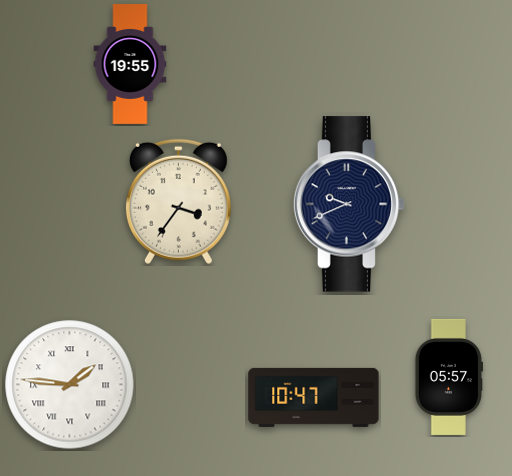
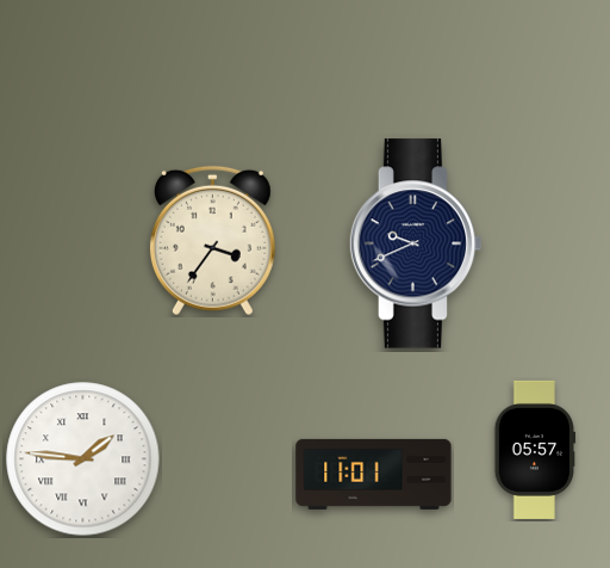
clock at (130, 65): 19:55 -> none
clock at (314, 397): 10:47 -> 11:01
